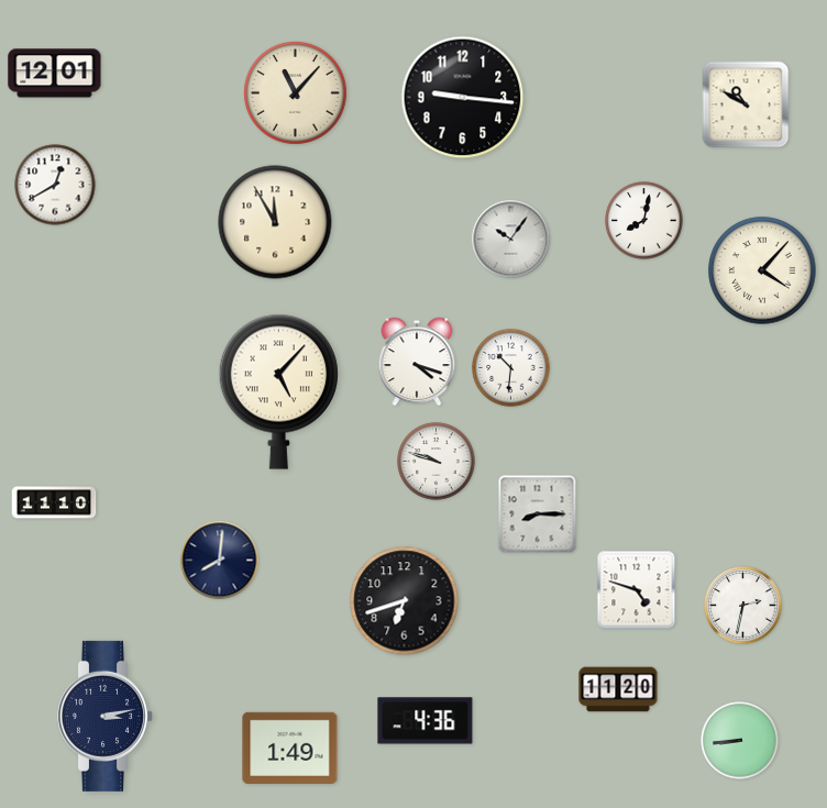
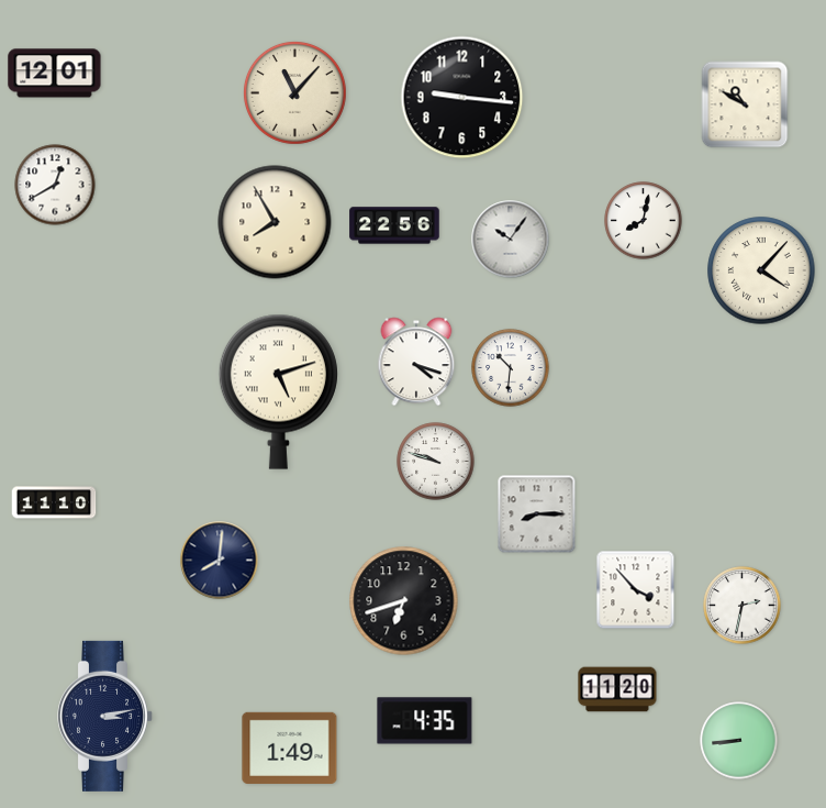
clock at (275, 222): 11:55 -> 7:55
clock at (394, 225): none -> 22:56
clock at (278, 391): 5:07 -> 5:12
clock at (637, 590): 4:48 -> 3:53
clock at (426, 721): 4:36 -> 4:35
